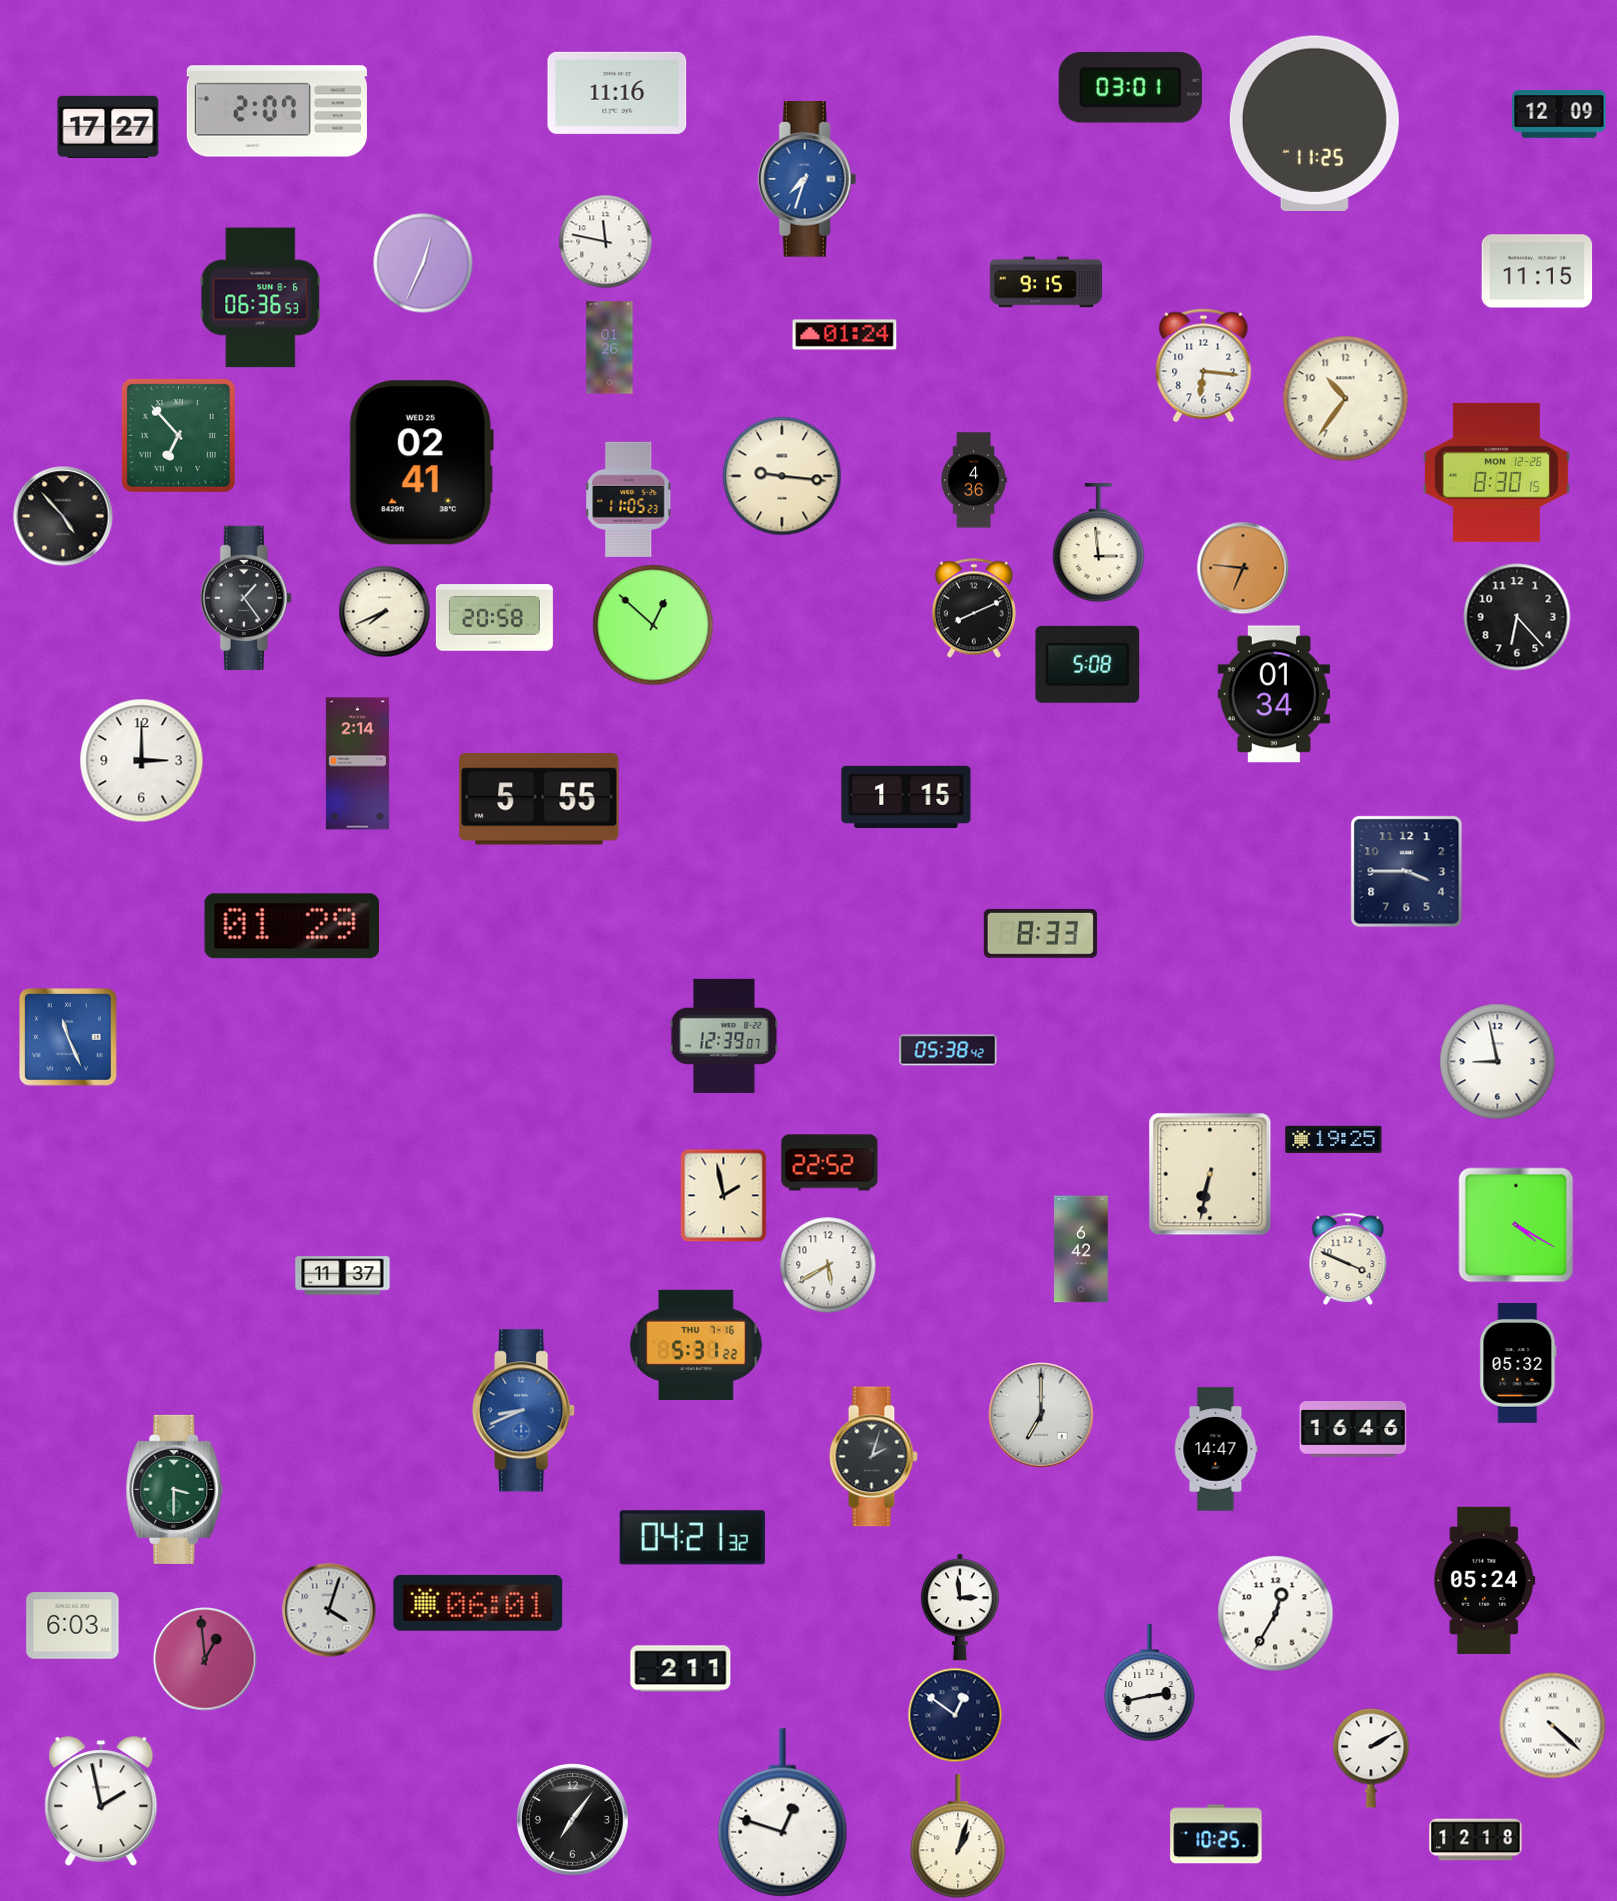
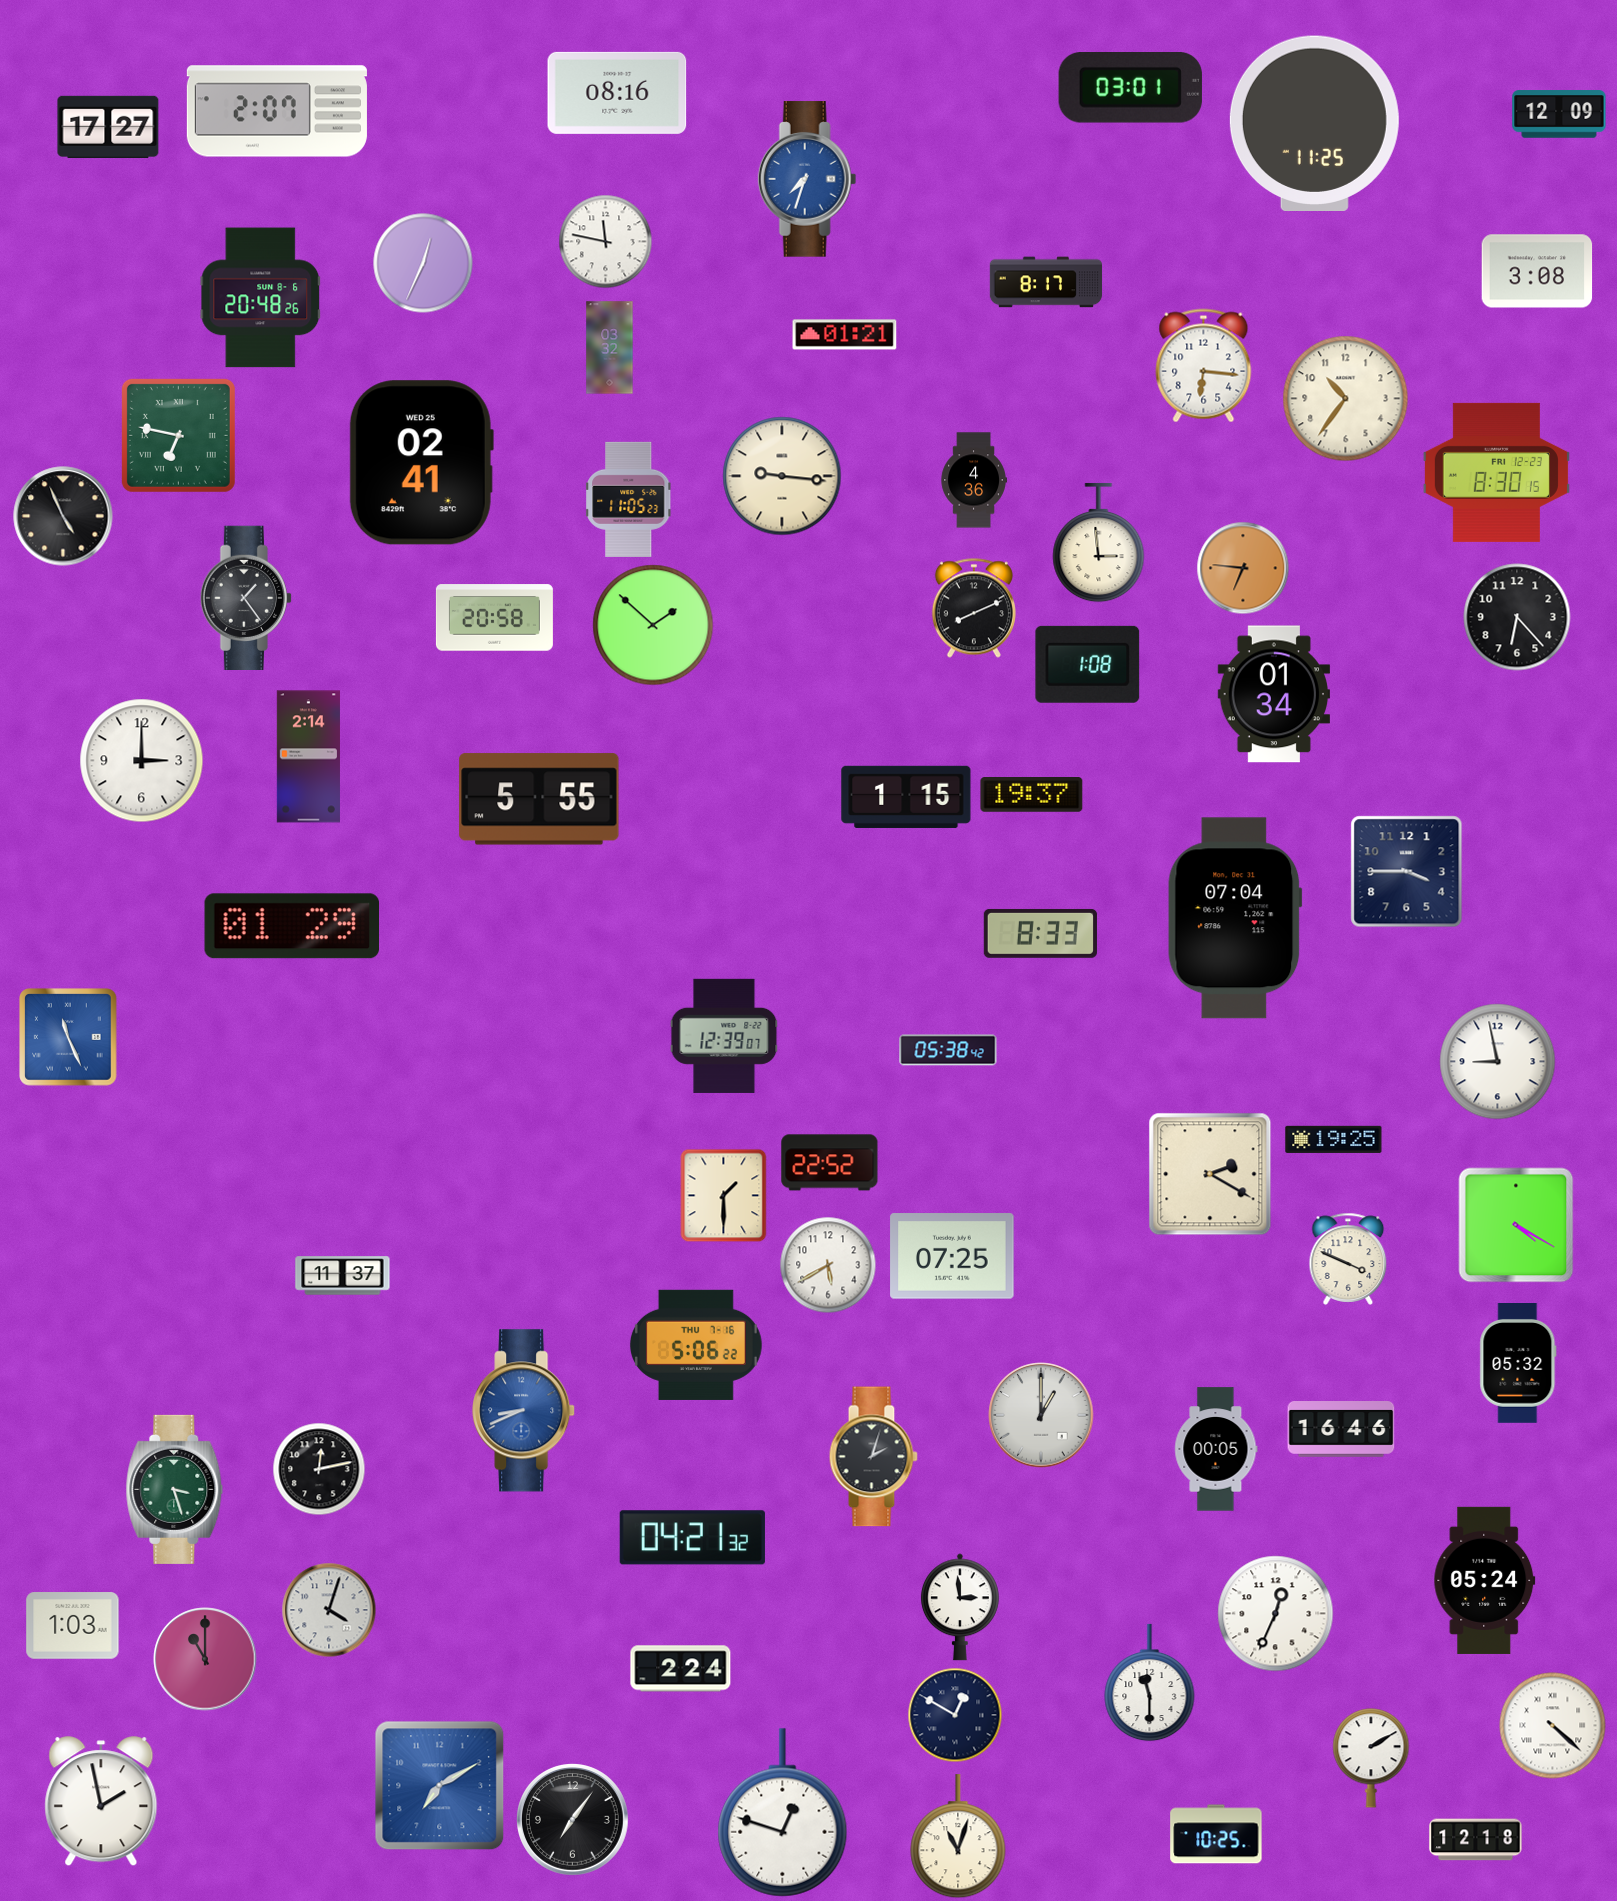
clock at (617, 93): 11:16 -> 08:16
clock at (1537, 271): 11:15 -> 3:08
clock at (1046, 282): 9:15 -> 8:17
clock at (261, 298): 06:36 -> 20:48
clock at (845, 335): 01:24 -> 01:21
clock at (610, 348): 01:26 -> 03:32
clock at (178, 435): 6:53 -> 6:47
clock at (1496, 472) date: MON 12-26 -> FRI 12-23
clock at (63, 516): 4:53 -> 4:56
clock at (385, 612): 7:41 -> none
clock at (653, 625): 12:52 -> 1:52
clock at (1088, 664): 5:08 -> 1:08
clock at (357, 764) position: (357, 764) -> (308, 757)
clock at (1032, 795): none -> 19:37
clock at (1235, 918): none -> 07:04
clock at (1210, 1174): 6:32 -> 2:20
clock at (724, 1196): 1:58 -> 1:30
clock at (1082, 1249): 6:42 -> none
clock at (952, 1256): none -> 07:25
clock at (696, 1345): 5:31 -> 5:06
clock at (1041, 1415): 7:00 -> 1:00
clock at (1353, 1430) position: (1353, 1430) -> (1341, 1430)
clock at (1216, 1449): 14:47 -> 00:05
clock at (319, 1469): none -> 12:13
clock at (175, 1489): 3:30 -> 3:27
clock at (478, 1603): 06:01 -> none
clock at (1276, 1614): 12:35 -> 12:34
clock at (73, 1626): 6:03 -> 1:03
clock at (205, 1659): 12:59 -> 11:00
clock at (681, 1669): 2:11 -> 2:24
clock at (1150, 1683): 2:43 -> 11:30
clock at (955, 1715): 12:51 -> 12:50
clock at (440, 1786): none -> 7:10
clock at (958, 1837): 1:03 -> 11:03
